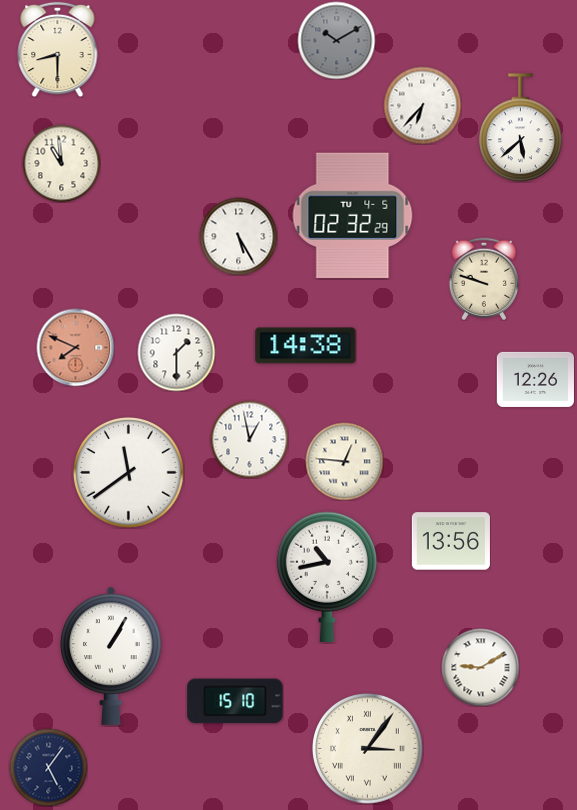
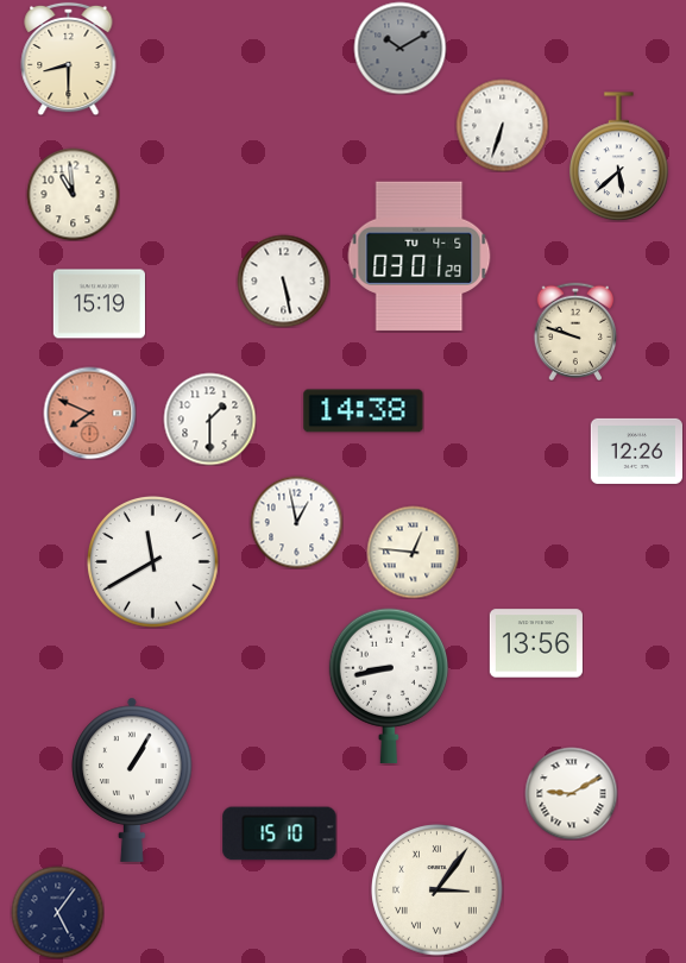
clock at (422, 105): 6:37 -> 6:33
clock at (521, 128) position: (521, 128) -> (619, 157)
clock at (353, 216): 02:32 -> 03:01
clock at (238, 236): 5:25 -> 5:28
clock at (99, 304): none -> 15:19
clock at (344, 461) position: (344, 461) -> (413, 552)
clock at (129, 473): 11:39 -> 11:40
clock at (327, 577): 10:43 -> 8:43
